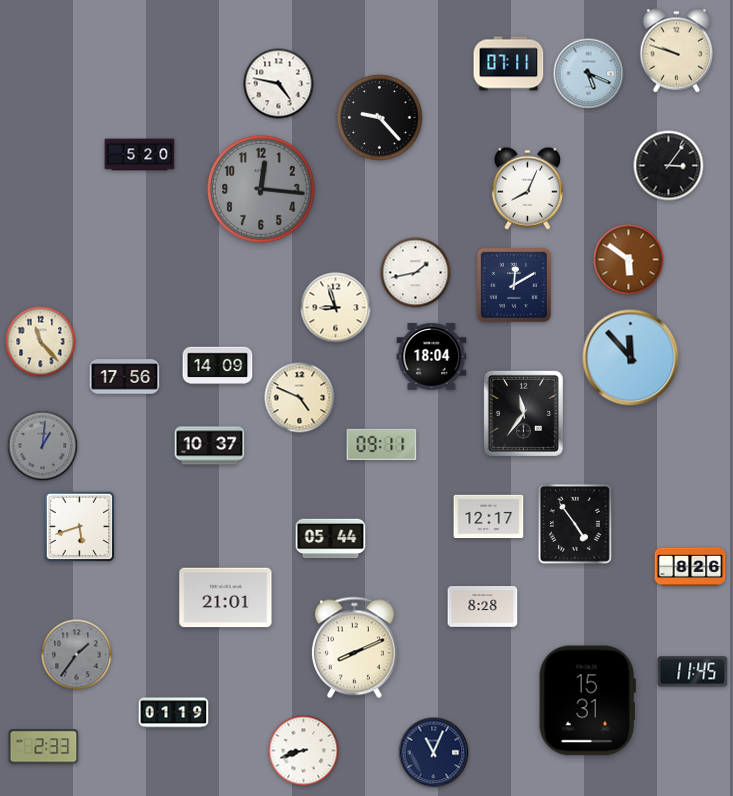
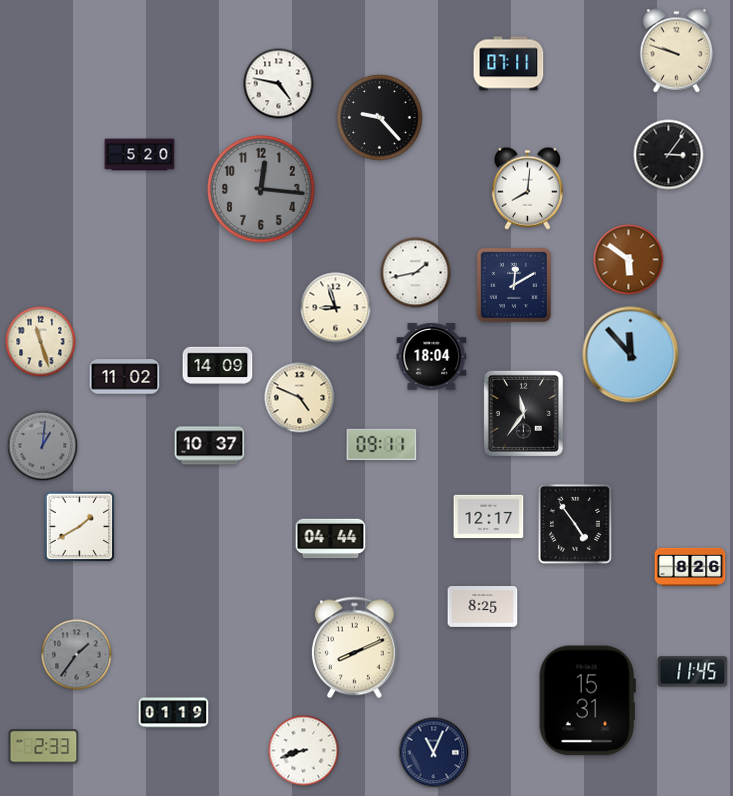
clock at (589, 74): 5:19 -> none
clock at (669, 166) position: (669, 166) -> (669, 155)
clock at (527, 188): 8:04 -> 8:01
clock at (41, 342): 11:23 -> 11:27
clock at (631, 358) position: (631, 358) -> (631, 355)
clock at (125, 377): 17:56 -> 11:02
clock at (80, 527): 5:42 -> 1:40
clock at (331, 539): 05:44 -> 04:44
clock at (226, 598): 21:01 -> none
clock at (483, 607): 8:28 -> 8:25
